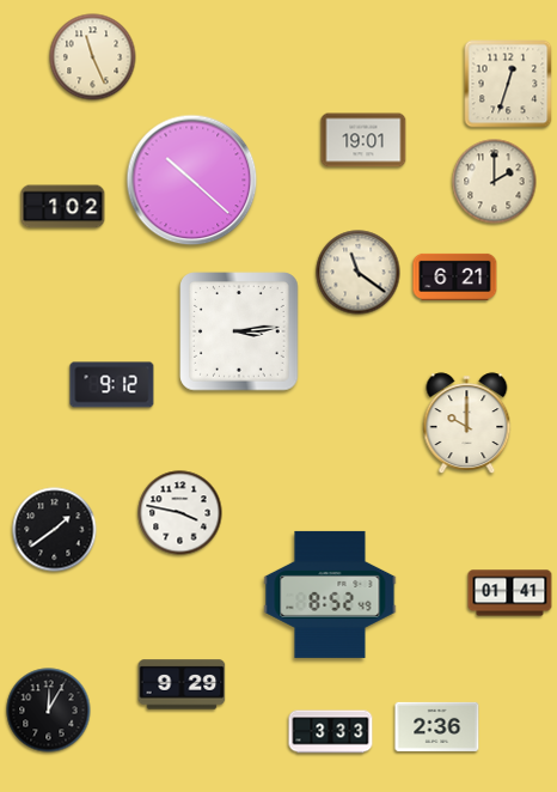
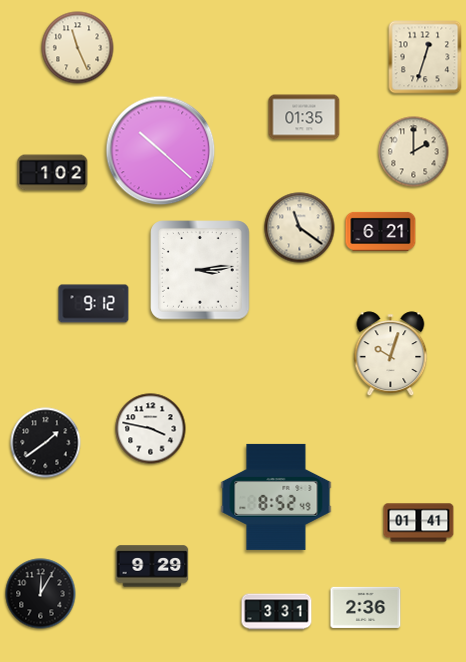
clock at (508, 84) position: (508, 84) -> (425, 57)
clock at (363, 140): 19:01 -> 01:35
clock at (239, 331) position: (239, 331) -> (200, 270)
clock at (112, 385) position: (112, 385) -> (94, 304)
clock at (467, 422): 10:00 -> 10:03
clock at (510, 593) position: (510, 593) -> (419, 523)
clock at (182, 684) position: (182, 684) -> (152, 566)
clock at (331, 732): 3:33 -> 3:31
